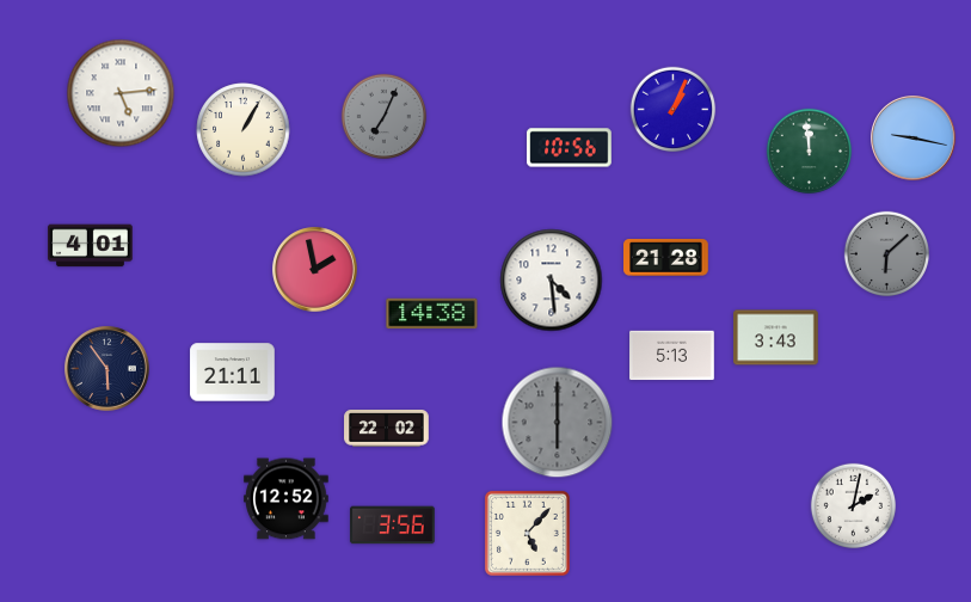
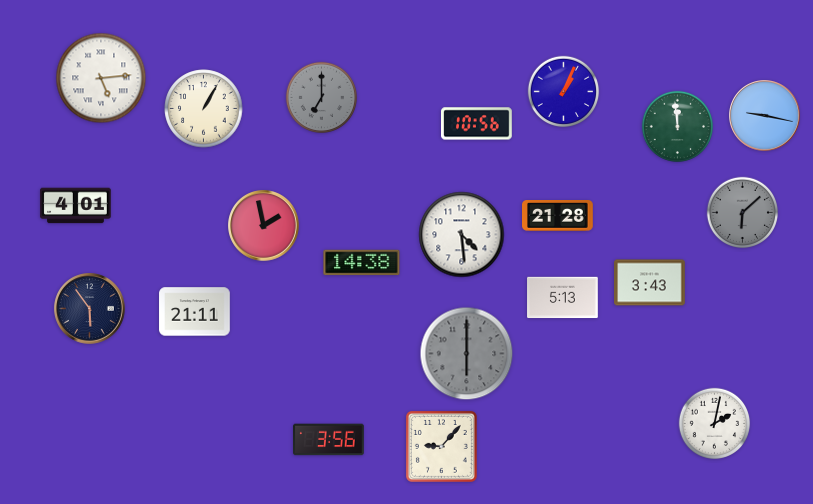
clock at (385, 117): 7:04 -> 7:00
clock at (387, 429): 22:02 -> none
clock at (287, 499): 12:52 -> none
clock at (527, 533): 5:07 -> 9:07
